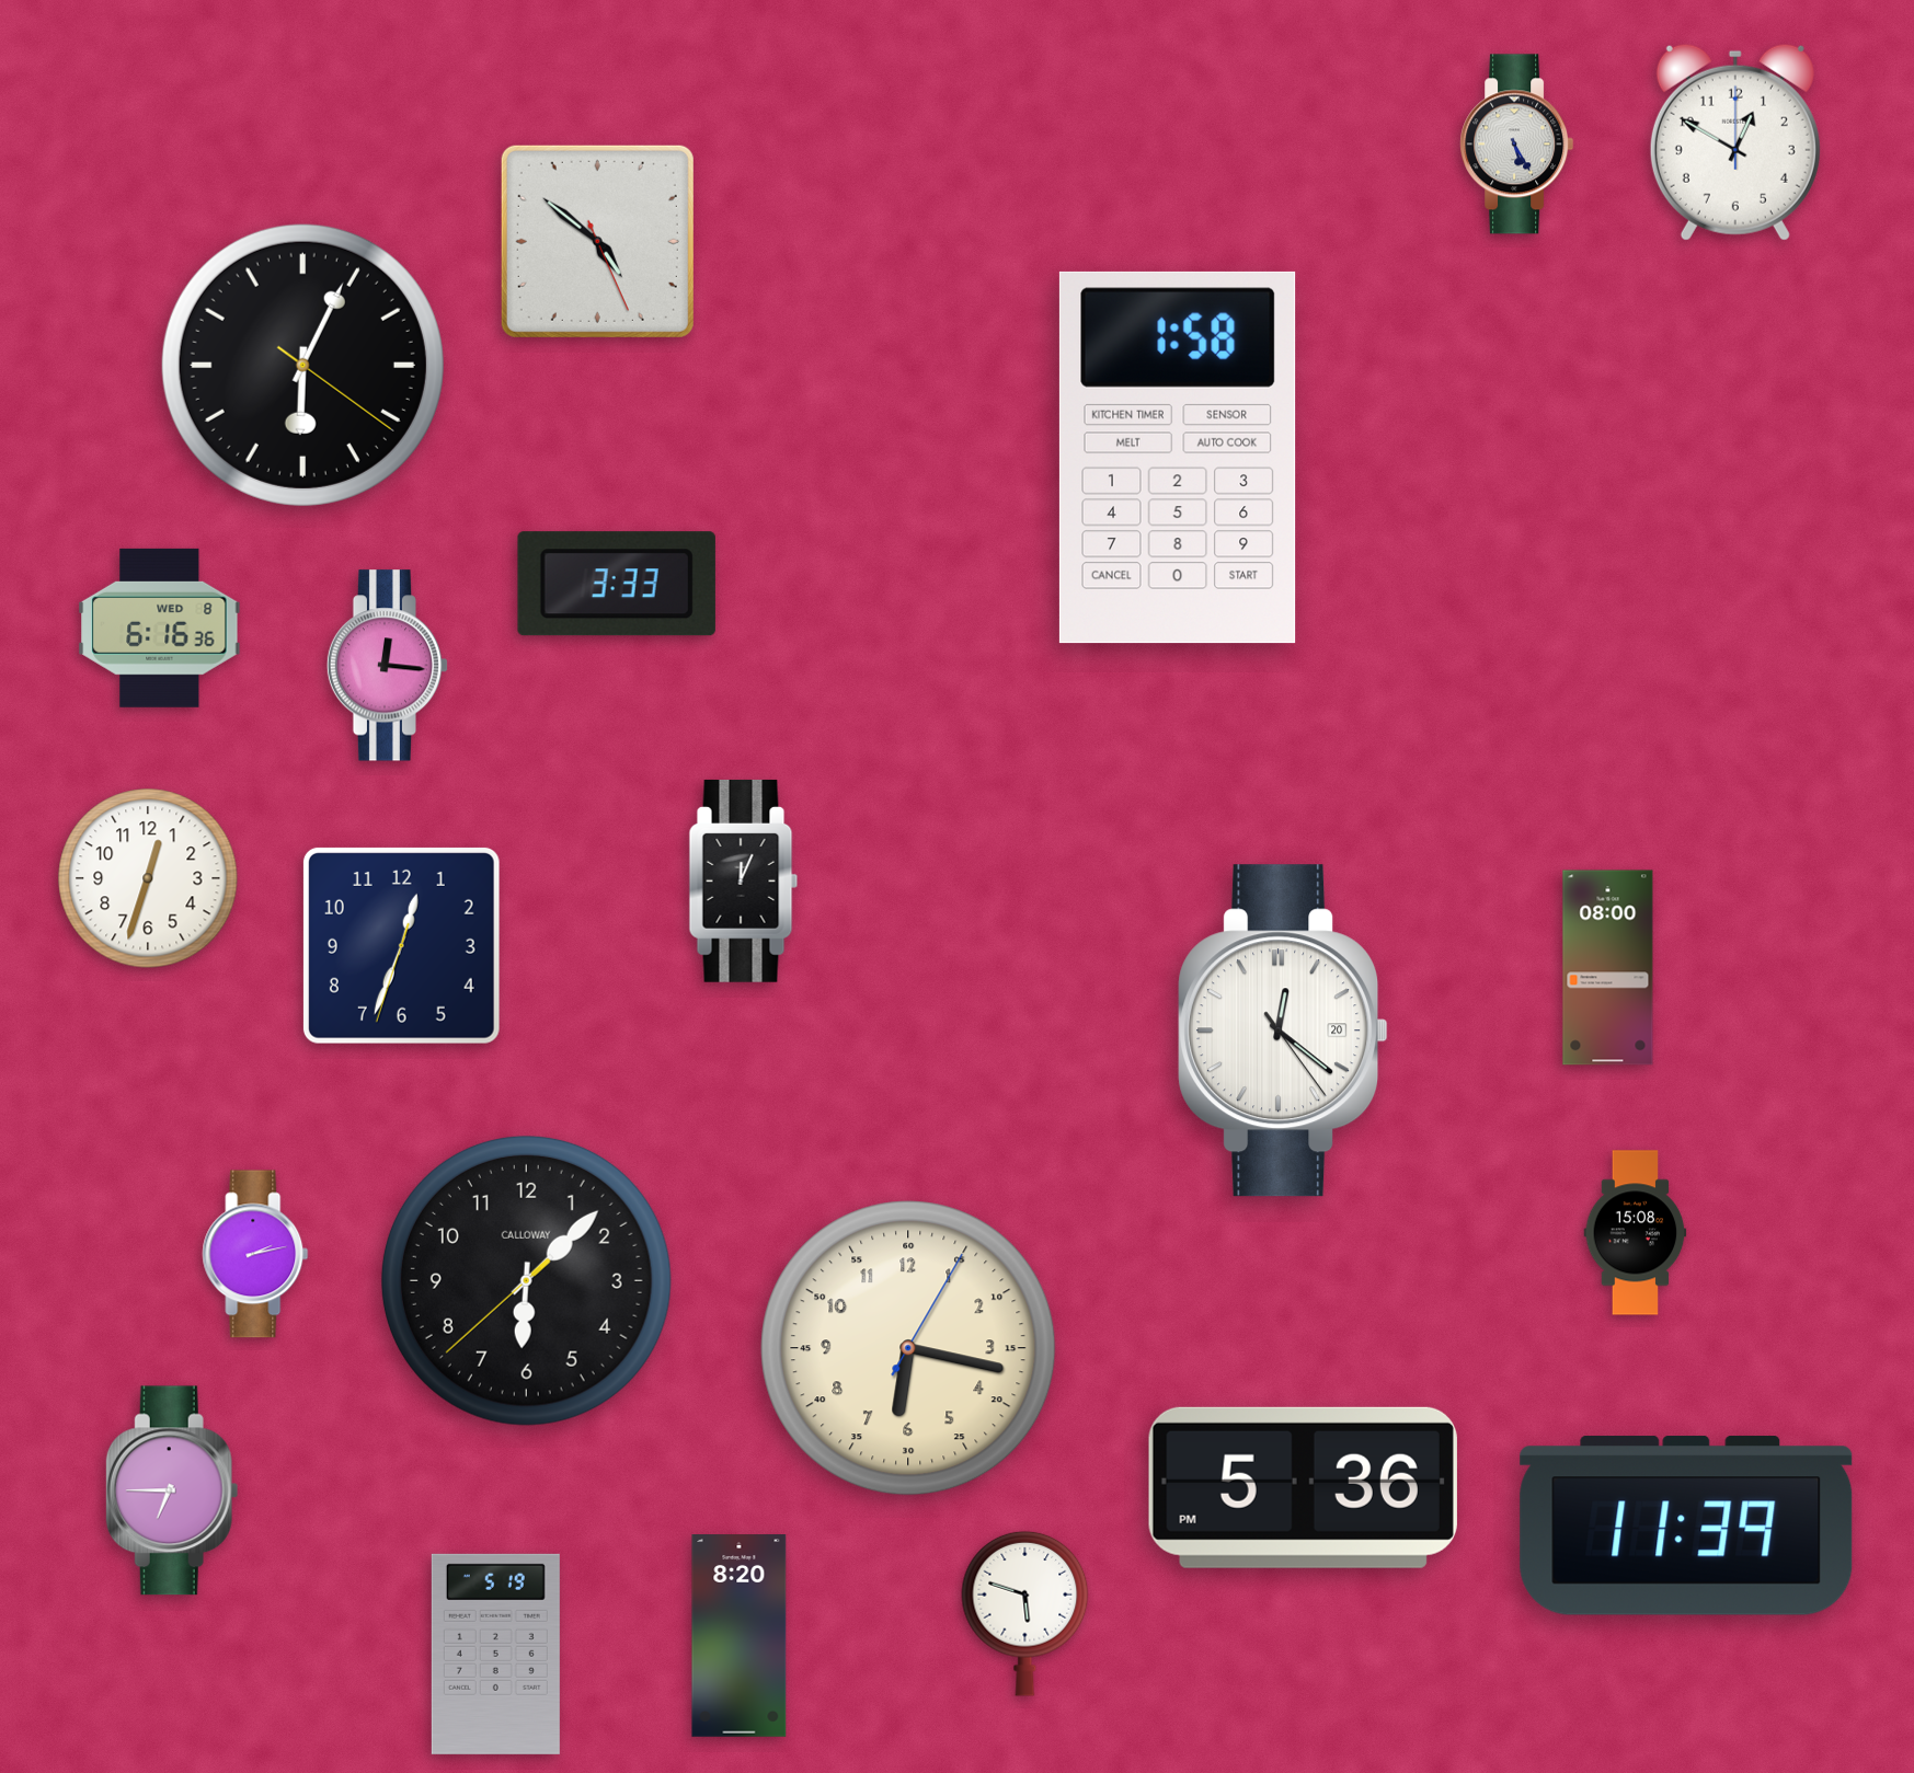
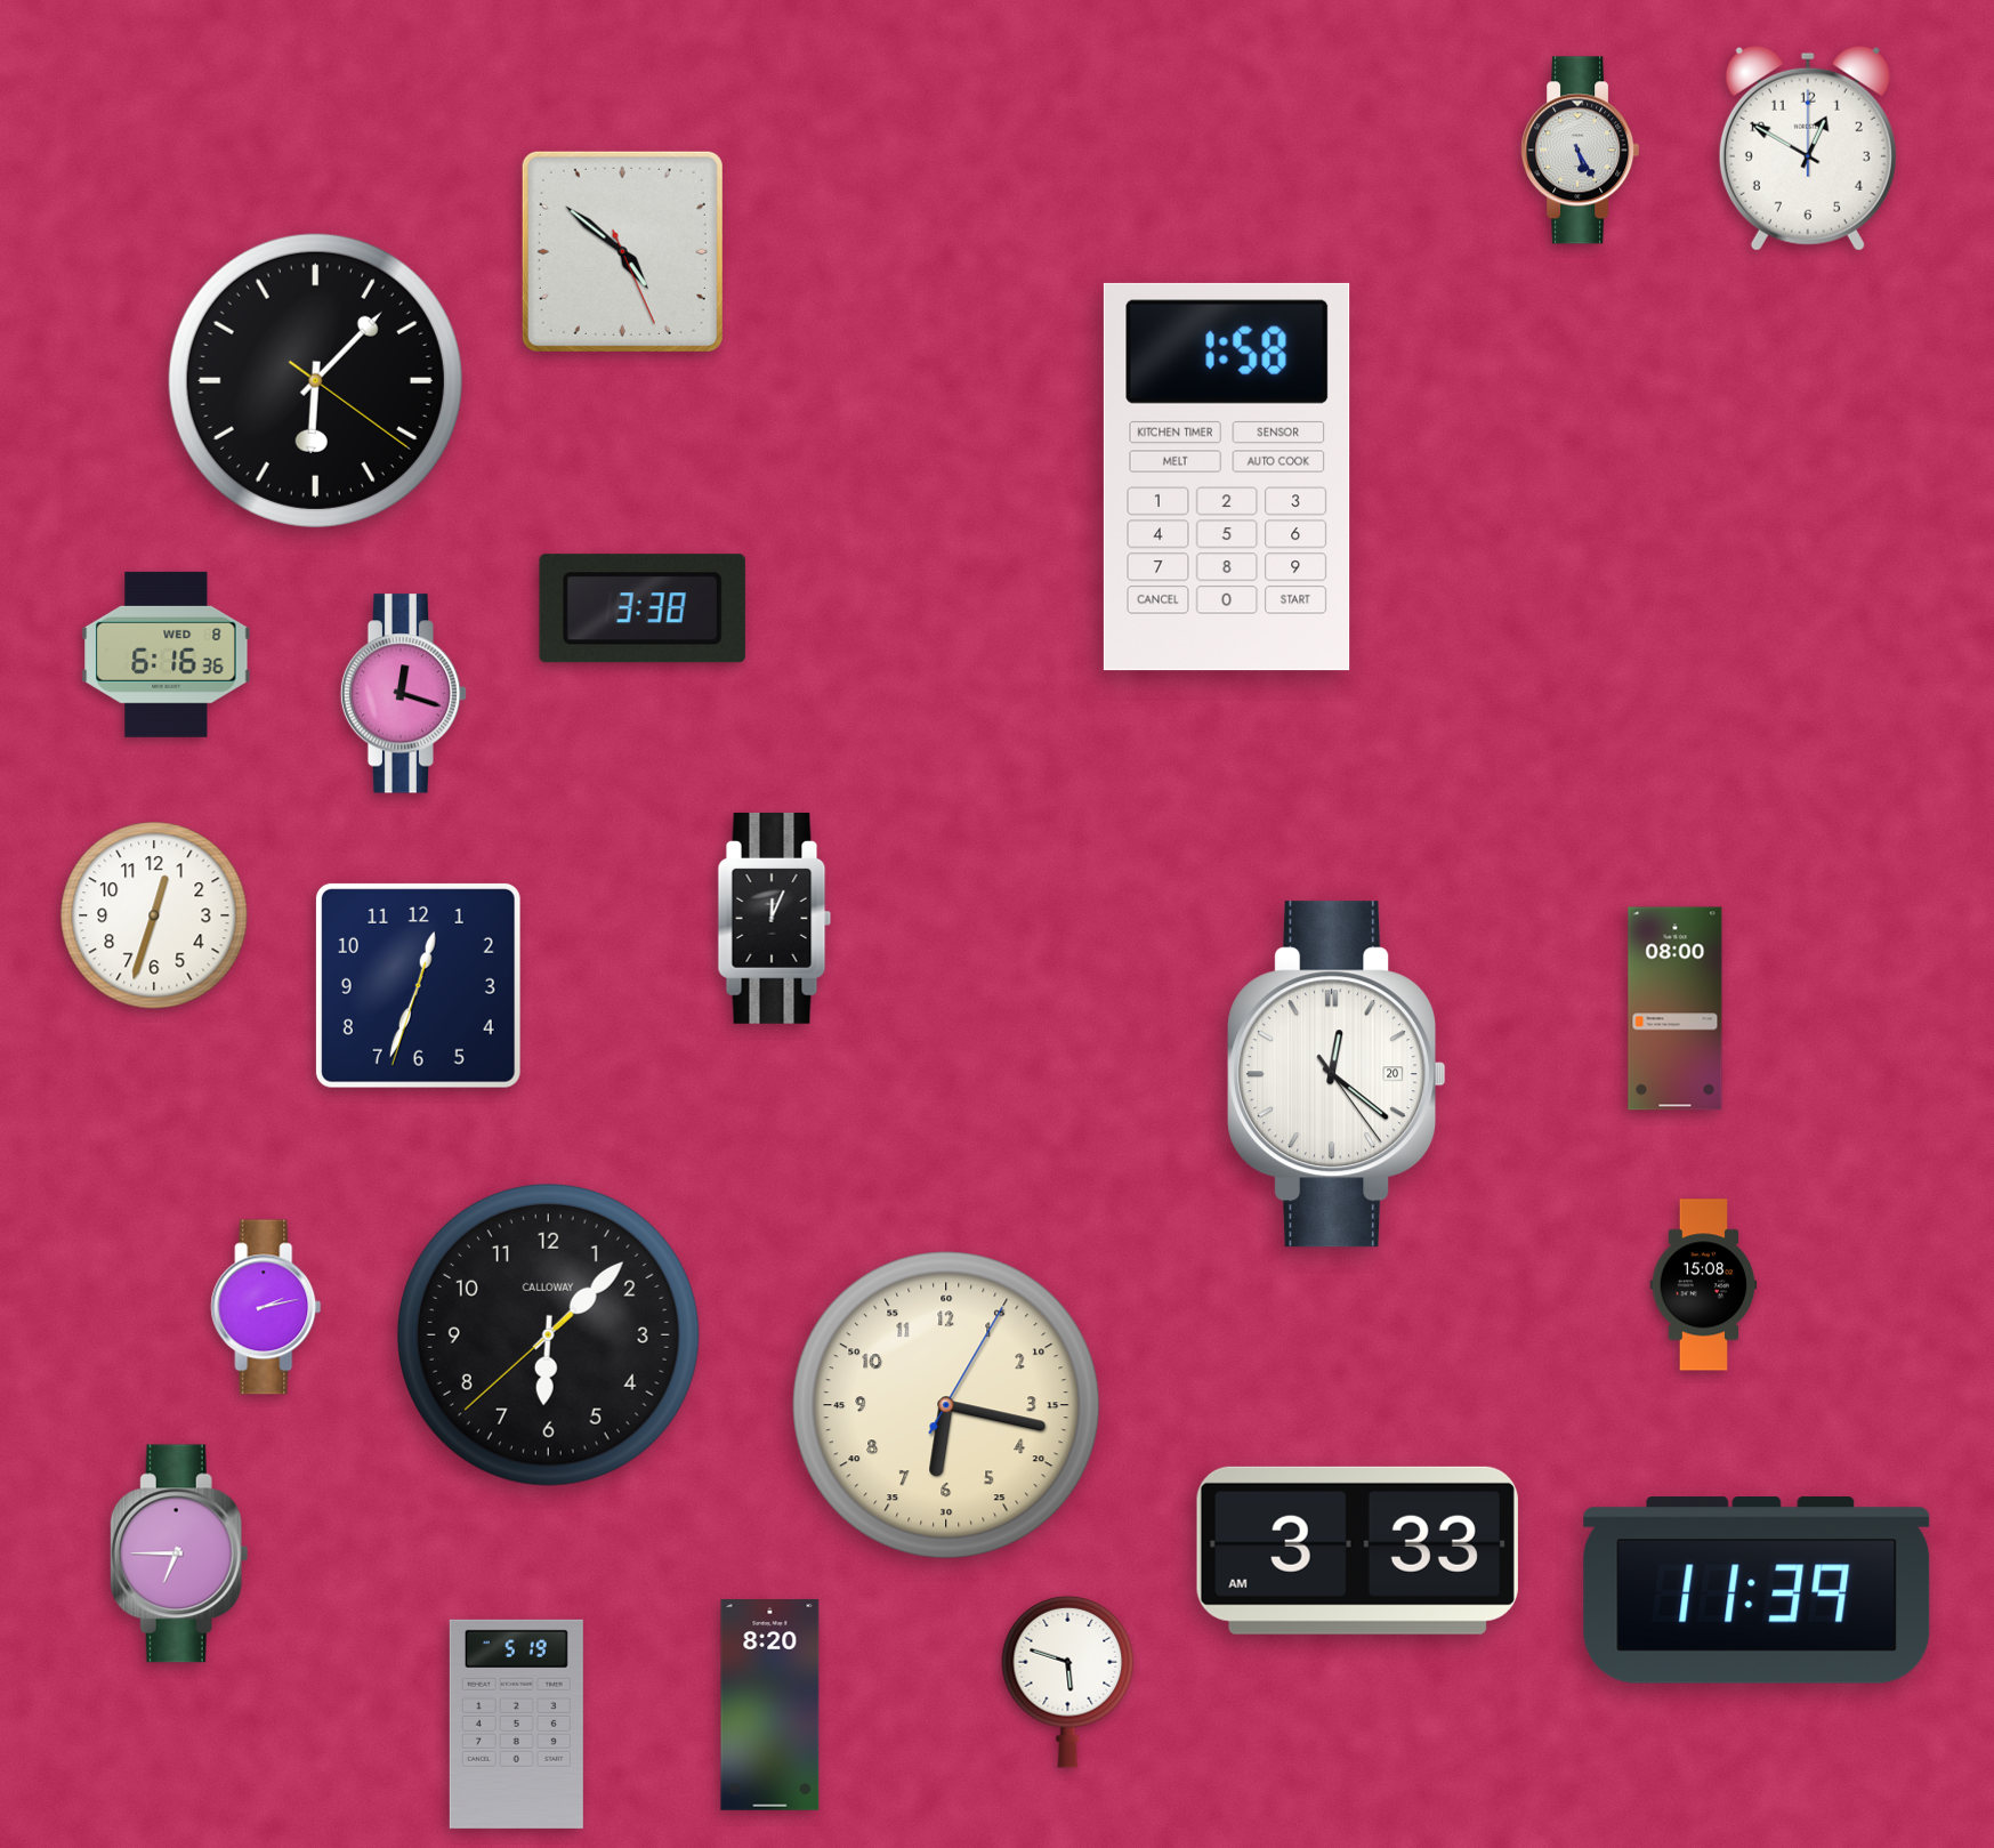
clock at (302, 365): 6:04 -> 6:07
clock at (617, 584): 3:33 -> 3:38
clock at (388, 666): 12:16 -> 12:18
clock at (1303, 1487): 5:36 -> 3:33
